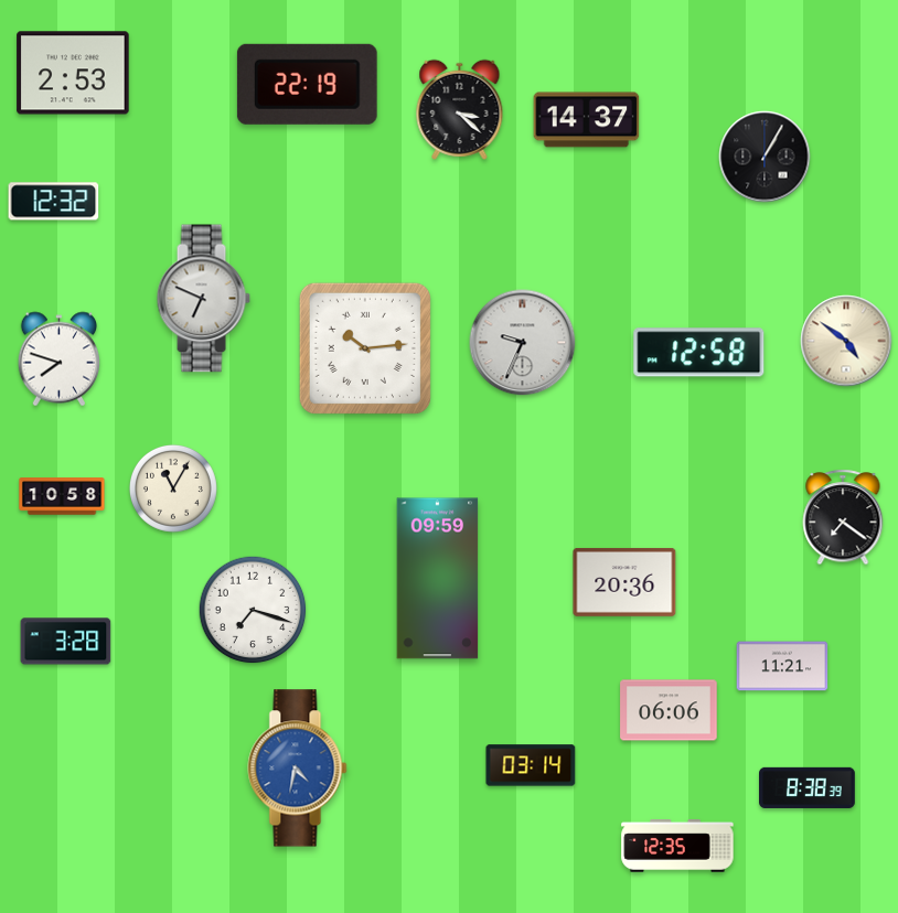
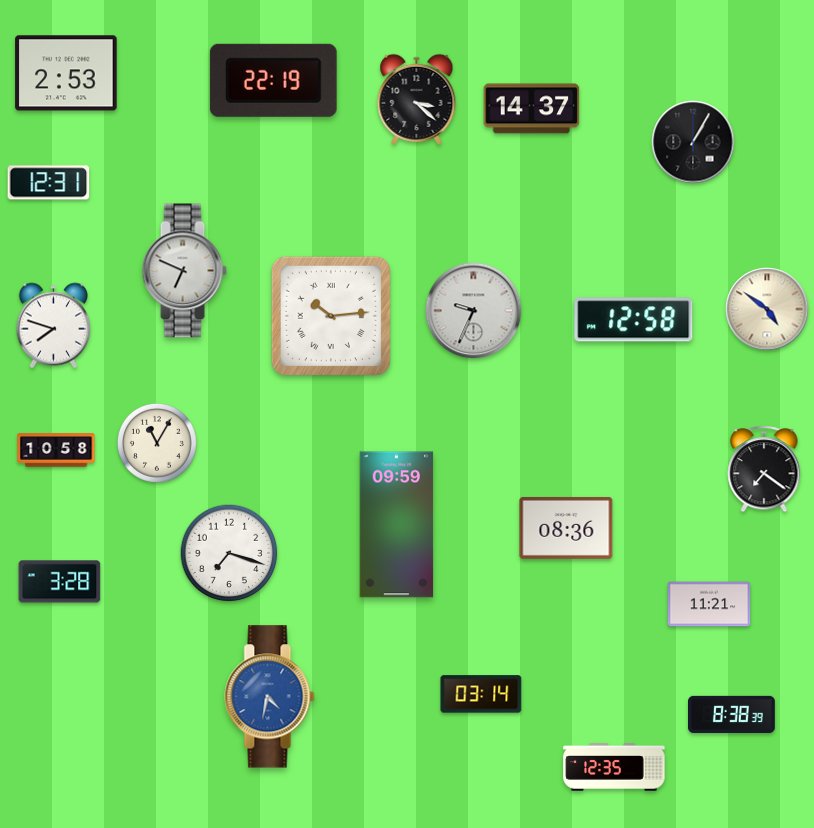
clock at (73, 73) position: (73, 73) -> (66, 73)
clock at (307, 84) position: (307, 84) -> (273, 80)
clock at (54, 202): 12:32 -> 12:31
clock at (624, 582): 20:36 -> 08:36
clock at (669, 710): 06:06 -> none
